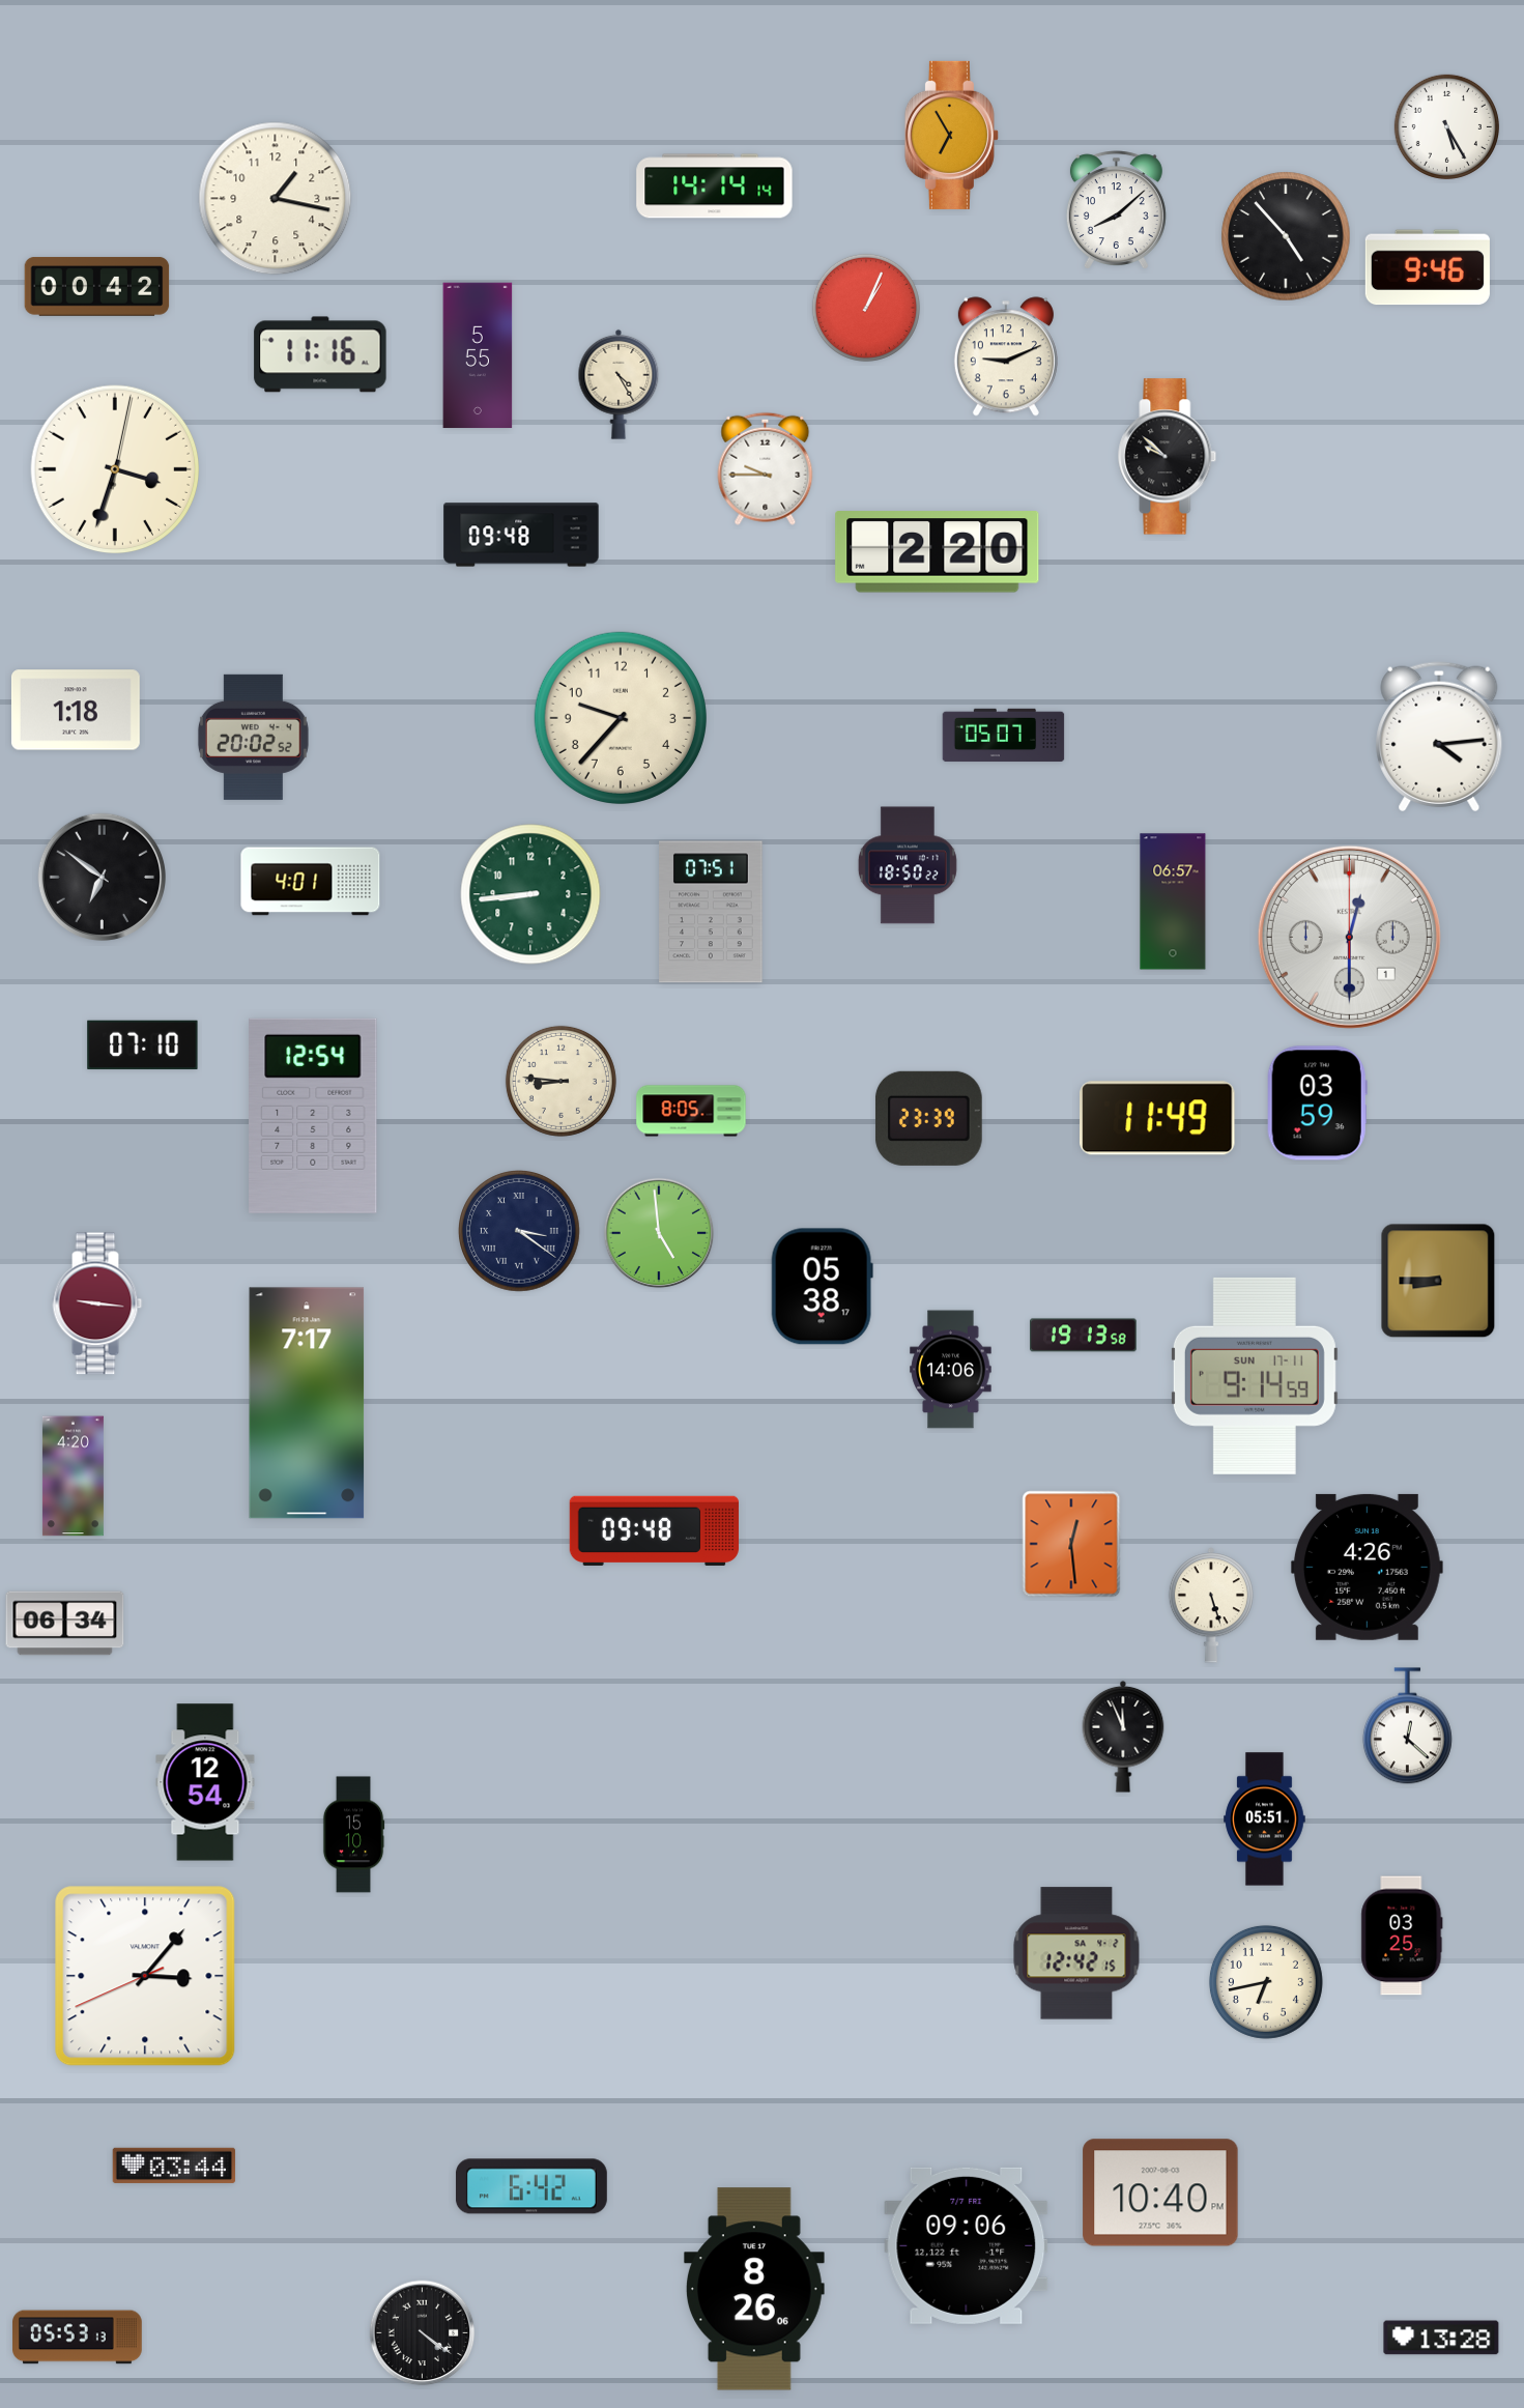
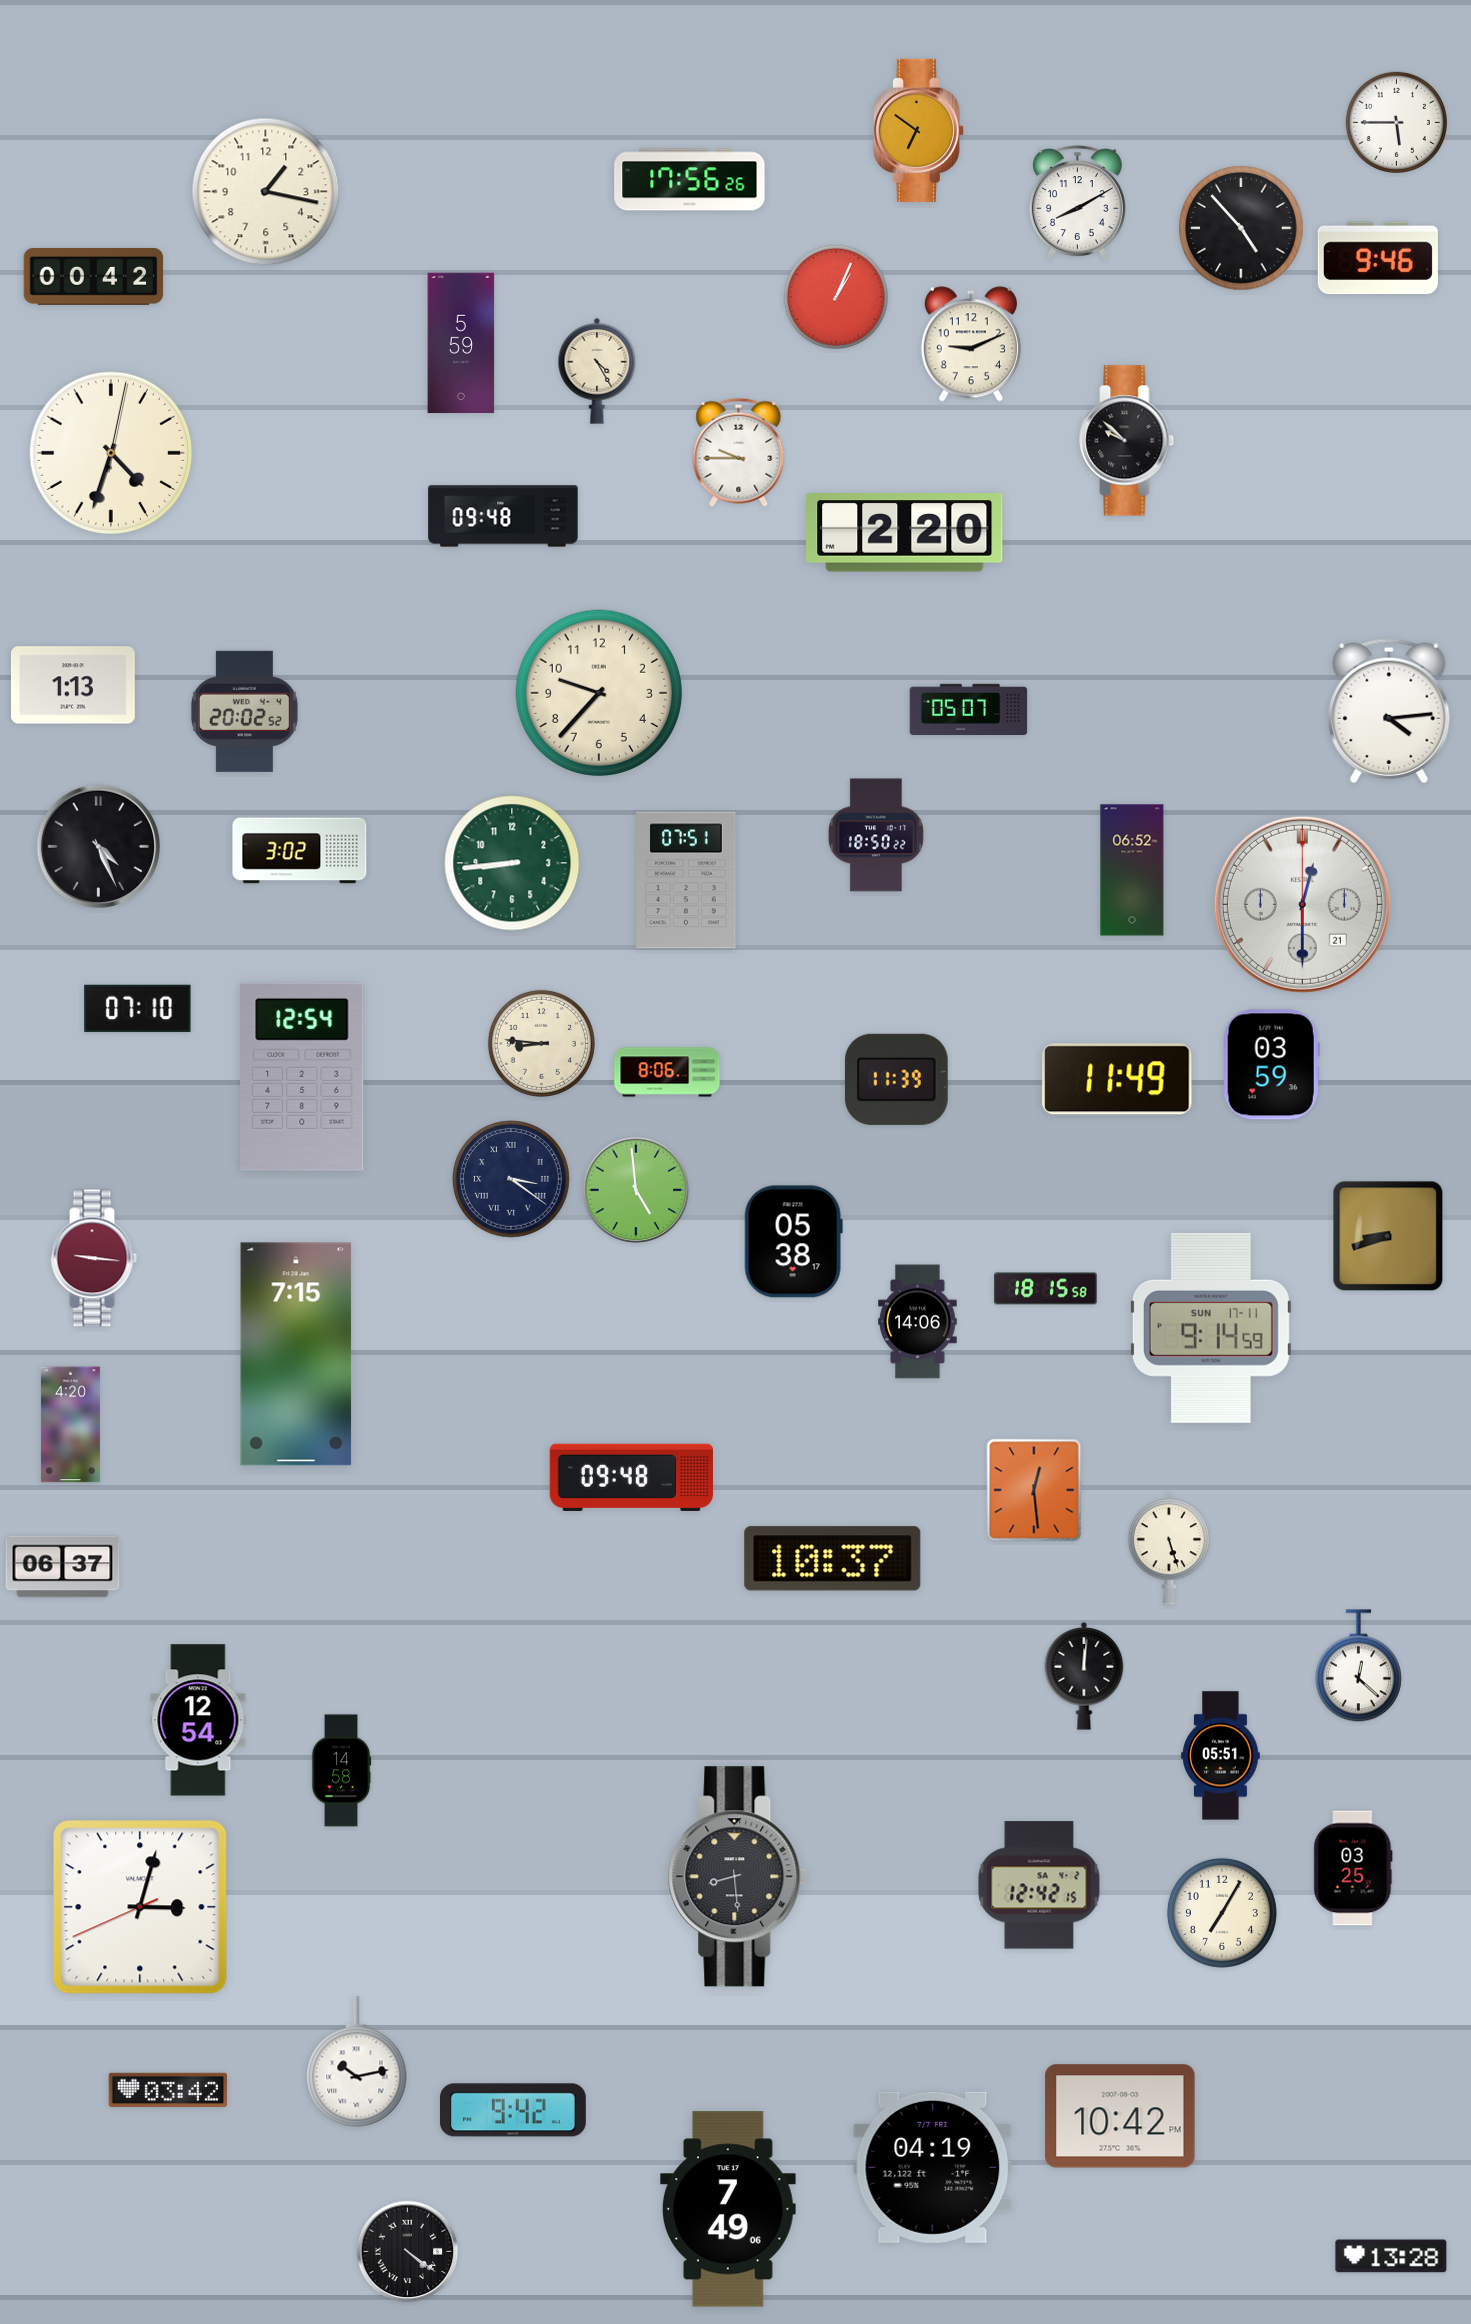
clock at (1446, 126): 5:25 -> 5:45
clock at (951, 135): 6:55 -> 6:51
clock at (715, 187): 14:14 -> 17:56
clock at (1116, 210): 8:08 -> 8:10
clock at (320, 354): 11:16 -> none
clock at (478, 355): 5:55 -> 5:59
clock at (115, 469): 3:33 -> 4:33
clock at (76, 710): 1:18 -> 1:13
clock at (102, 877): 6:51 -> 4:26
clock at (311, 882): 4:01 -> 3:02
clock at (1173, 901): 06:57 -> 06:52
clock at (1349, 937) date: 1 -> 21
clock at (691, 1111): 8:05 -> 8:06
clock at (928, 1118): 23:39 -> 11:39
clock at (520, 1232) position: (520, 1232) -> (512, 1180)
clock at (1438, 1281): 8:45 -> 8:42
clock at (1084, 1336): 19:13 -> 18:15
clock at (307, 1403): 7:17 -> 7:15
clock at (1367, 1567): 4:26 -> none
clock at (833, 1559): none -> 10:37
clock at (65, 1624): 06:34 -> 06:37
clock at (1123, 1737): 11:56 -> 12:01
clock at (353, 1835): 15:10 -> 14:58
clock at (738, 1877): none -> 8:29
clock at (145, 1976): 3:06 -> 3:02
clock at (1266, 1982): 6:43 -> 7:05
clock at (357, 2062): none -> 10:13
clock at (174, 2166): 03:44 -> 03:42
clock at (531, 2186): 6:42 -> 9:42
clock at (1160, 2192): 10:40 -> 10:42
clock at (967, 2245): 09:06 -> 04:19
clock at (754, 2289): 8:26 -> 7:49
clock at (78, 2338): 05:53 -> none
